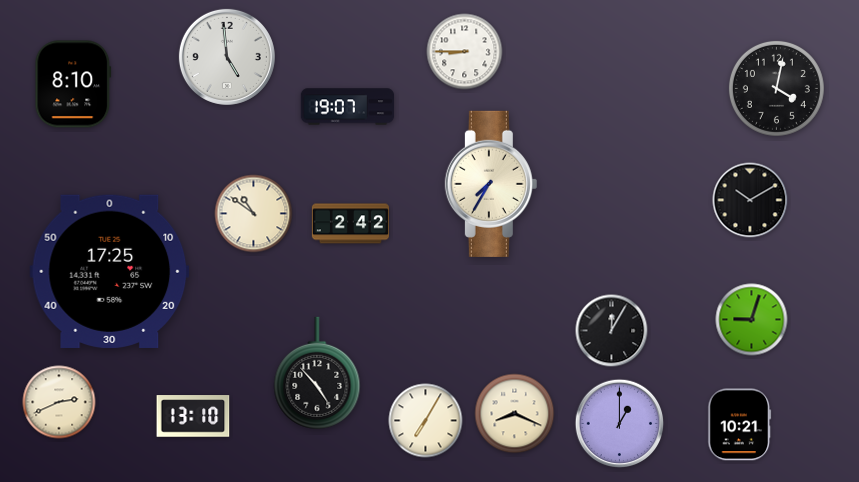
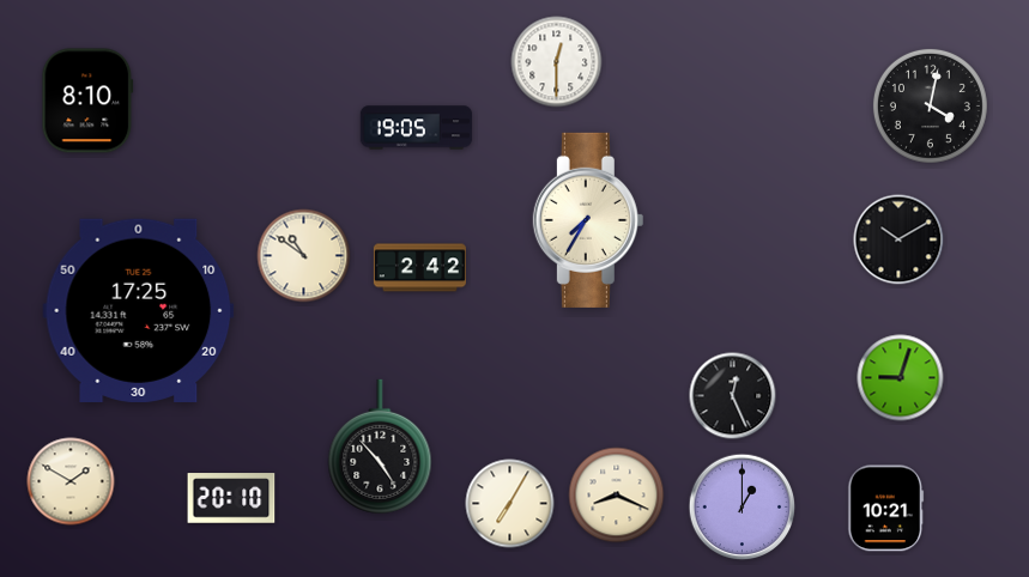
clock at (465, 52): 8:45 -> 12:30
clock at (227, 57): 4:59 -> none
clock at (348, 107): 19:07 -> 19:05
clock at (110, 271) position: (110, 271) -> (139, 310)
clock at (752, 320) position: (752, 320) -> (901, 378)
clock at (612, 331): 12:05 -> 12:26
clock at (59, 402): 2:41 -> 1:50
clock at (193, 416): 13:10 -> 20:10
